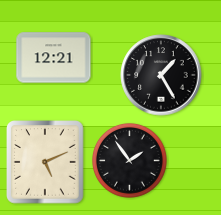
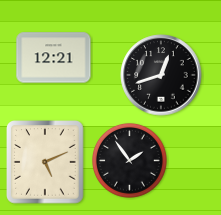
clock at (161, 75): 1:25 -> 12:42
